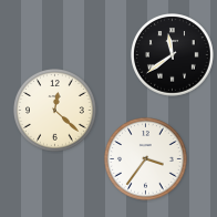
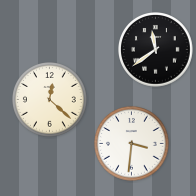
clock at (146, 159): 3:36 -> 3:31
